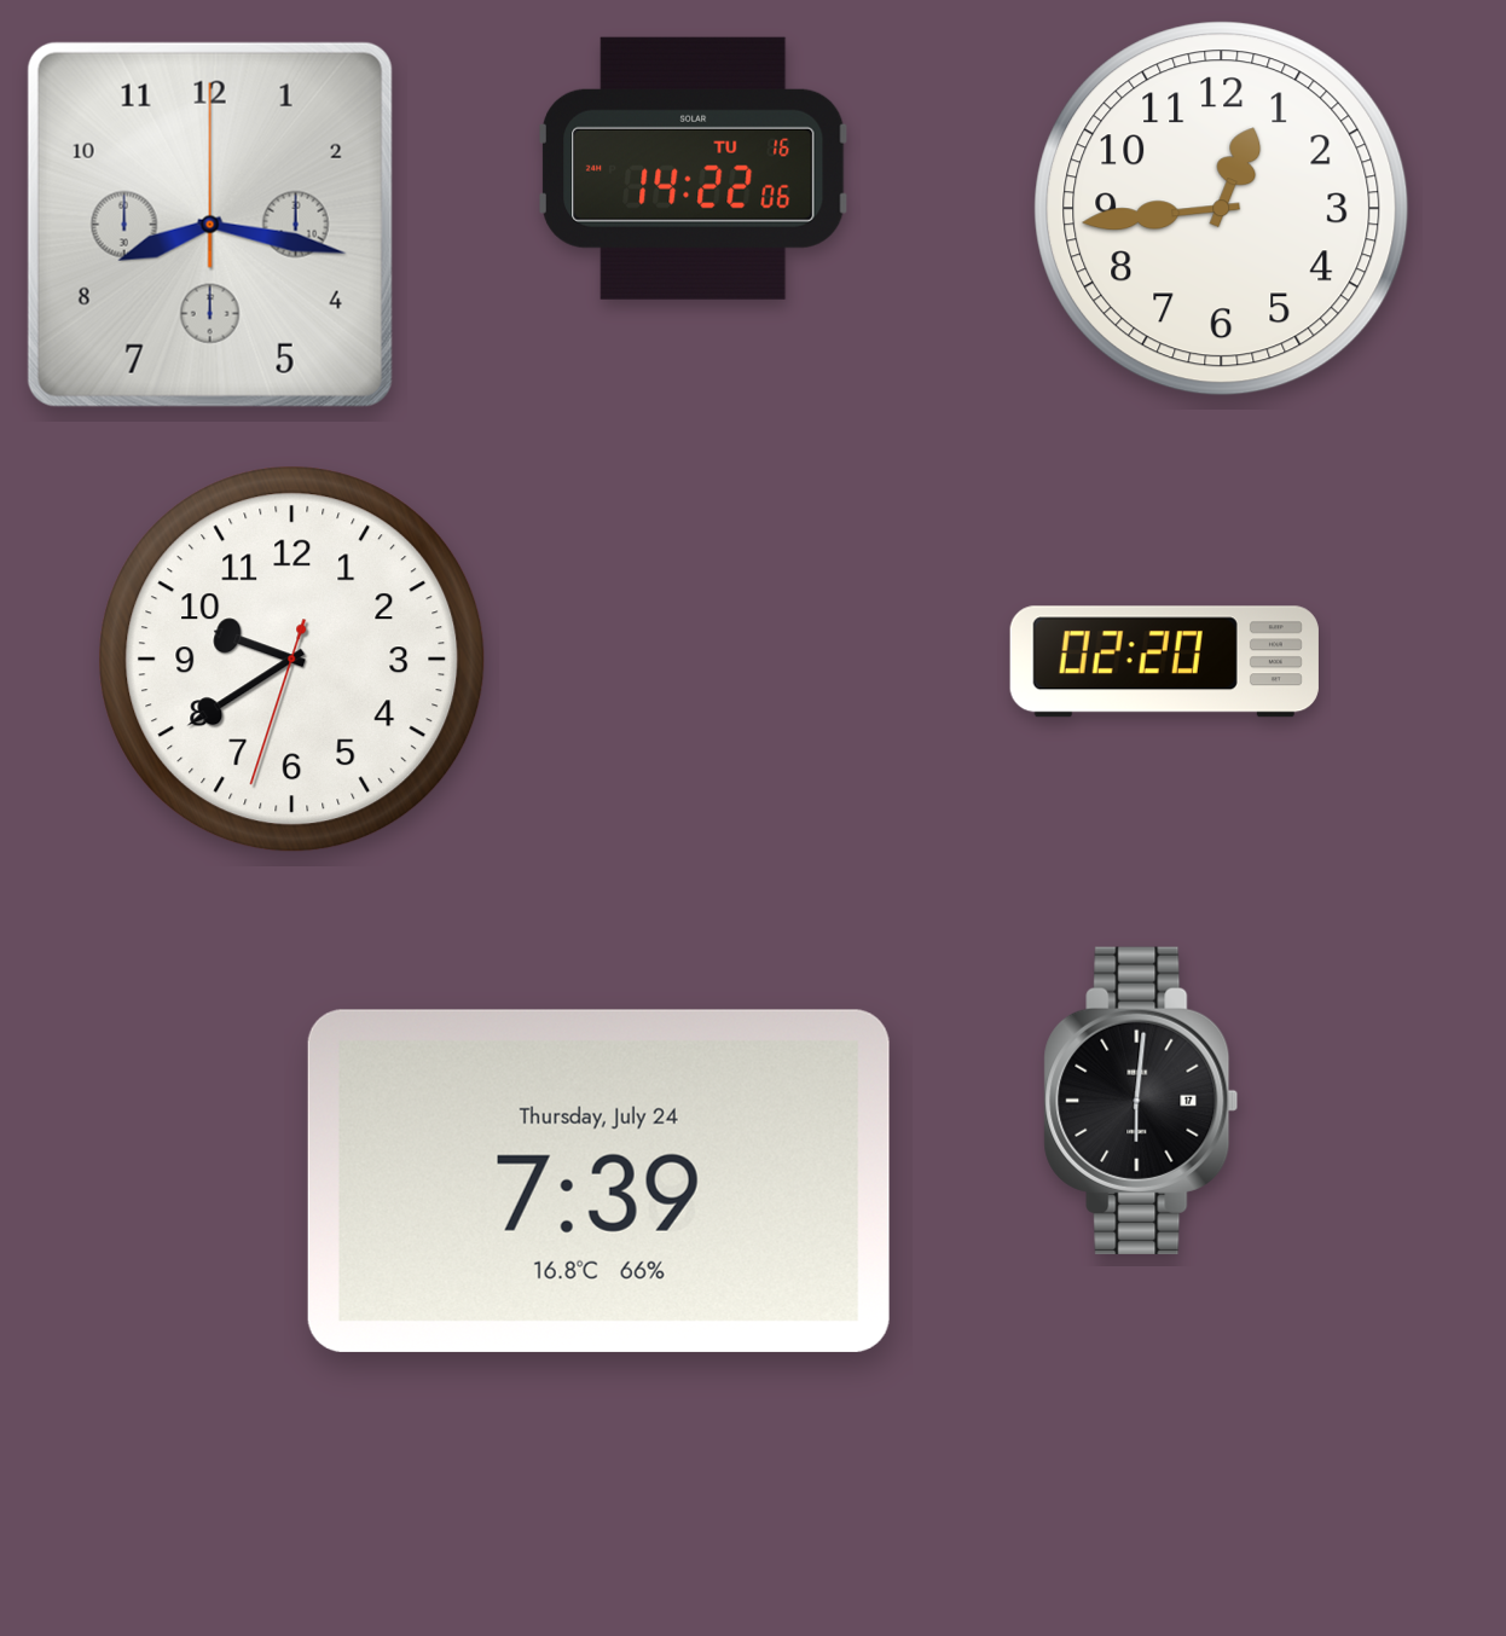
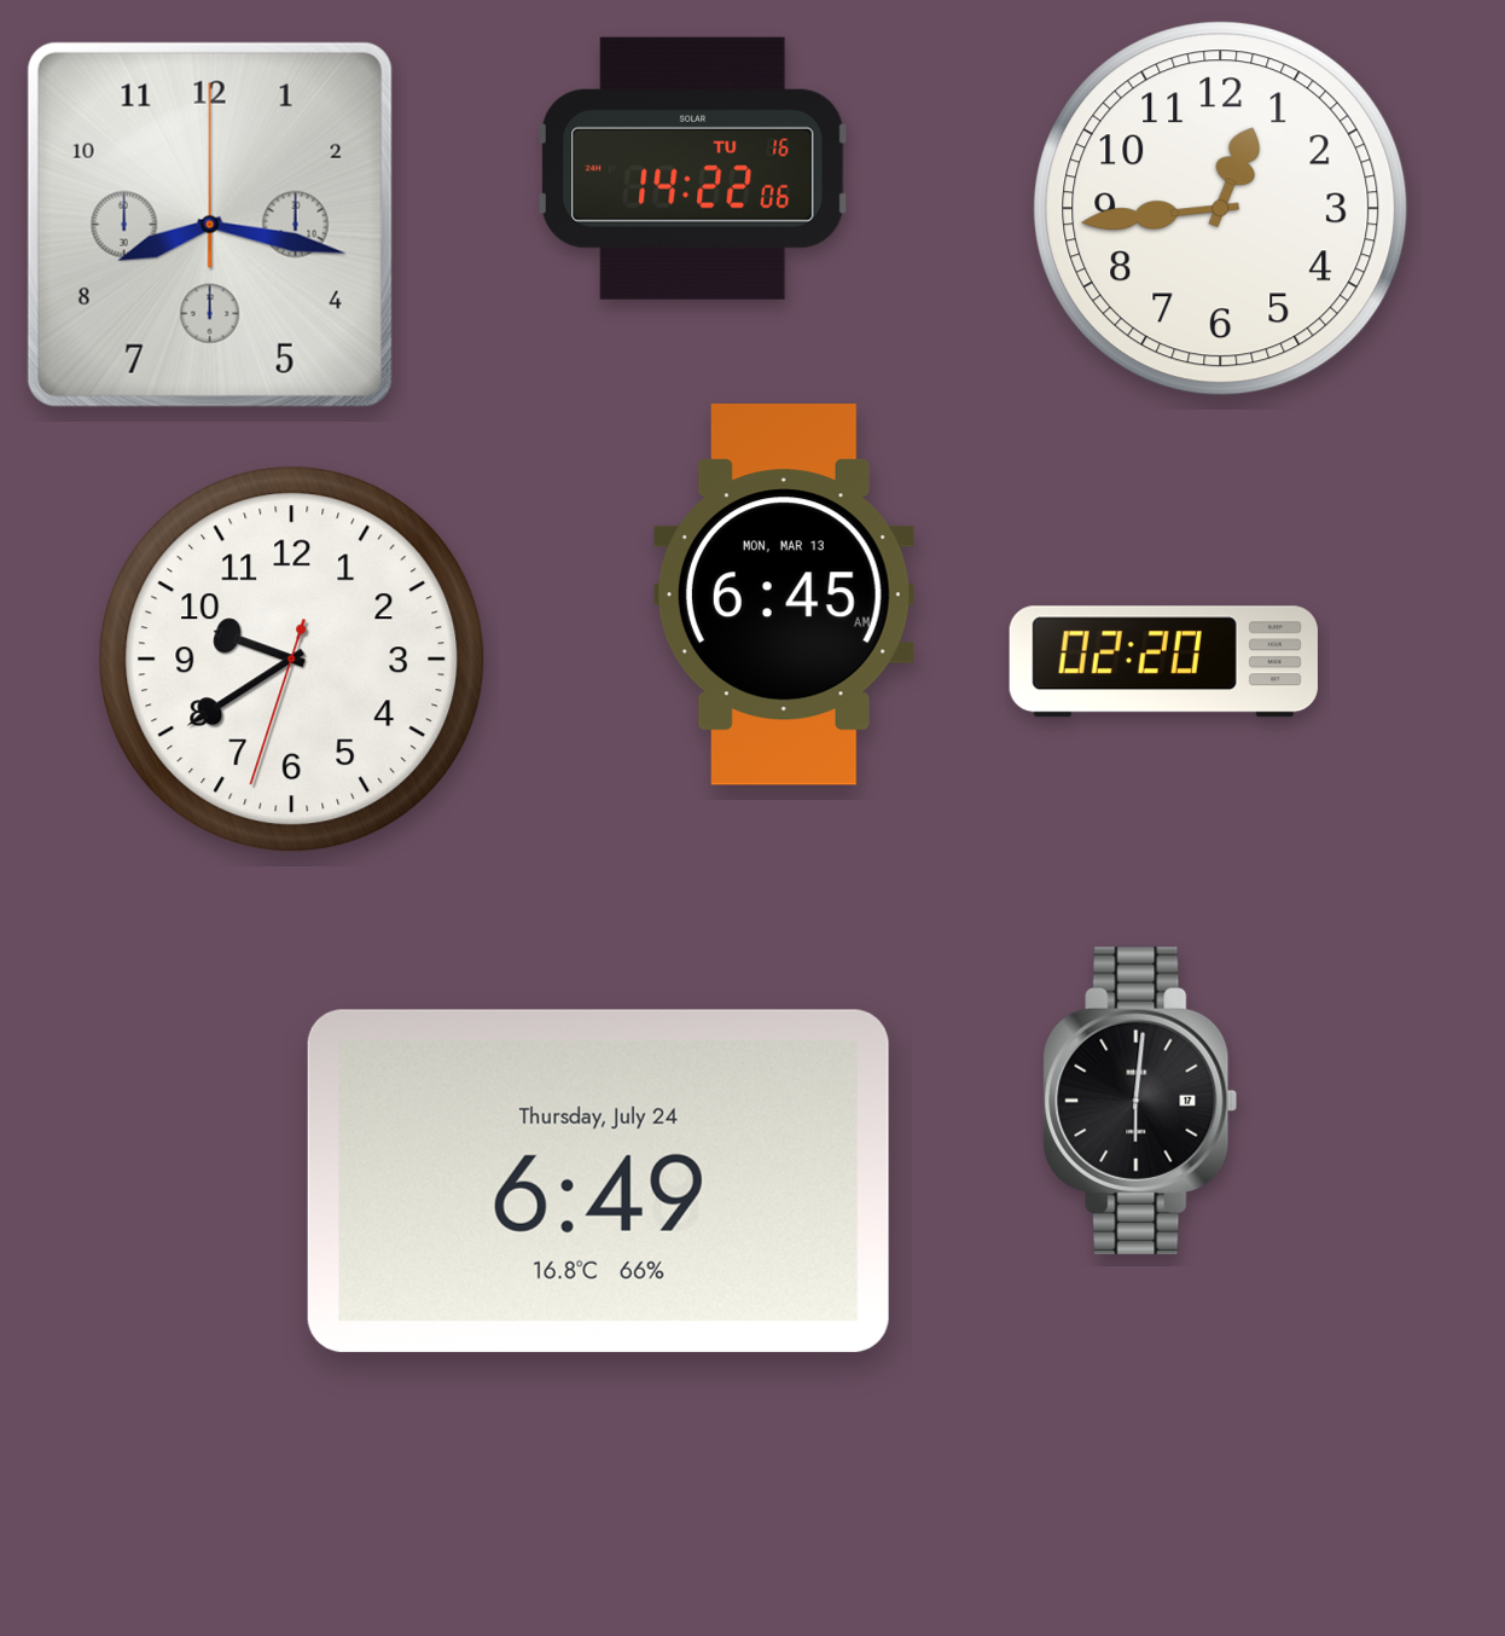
clock at (784, 594): none -> 6:45
clock at (598, 1180): 7:39 -> 6:49
